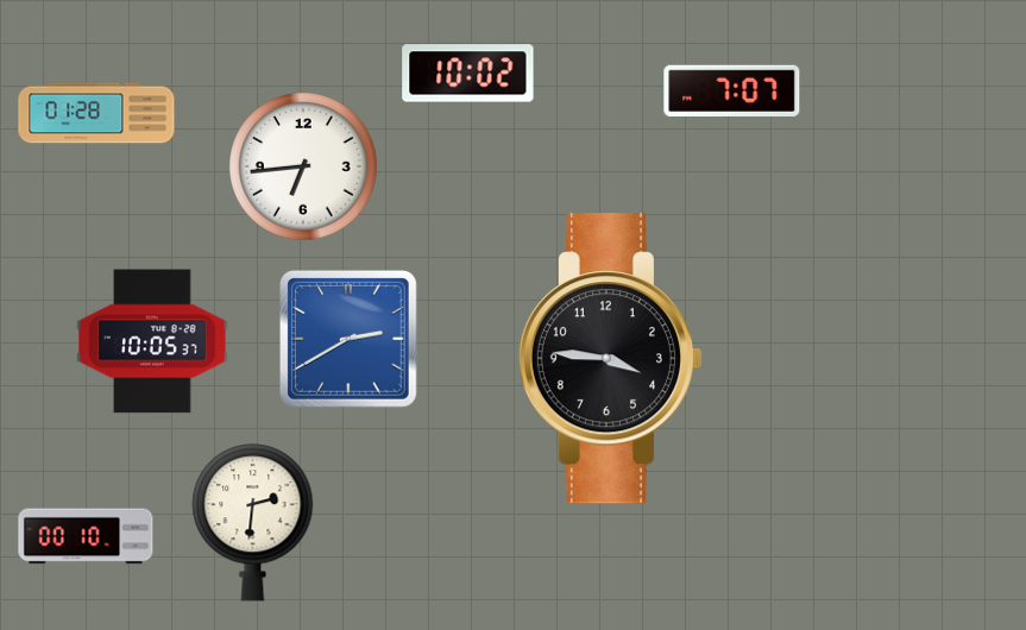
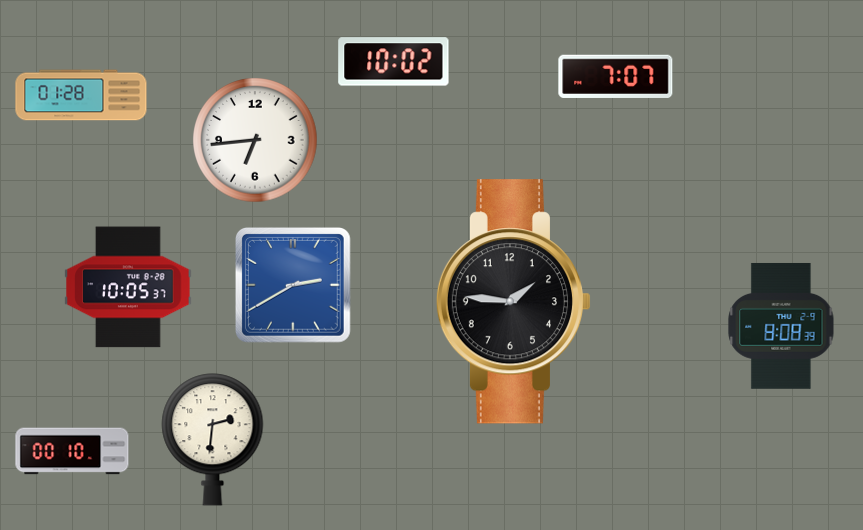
clock at (610, 359): 3:46 -> 1:46
clock at (781, 326): none -> 8:08
